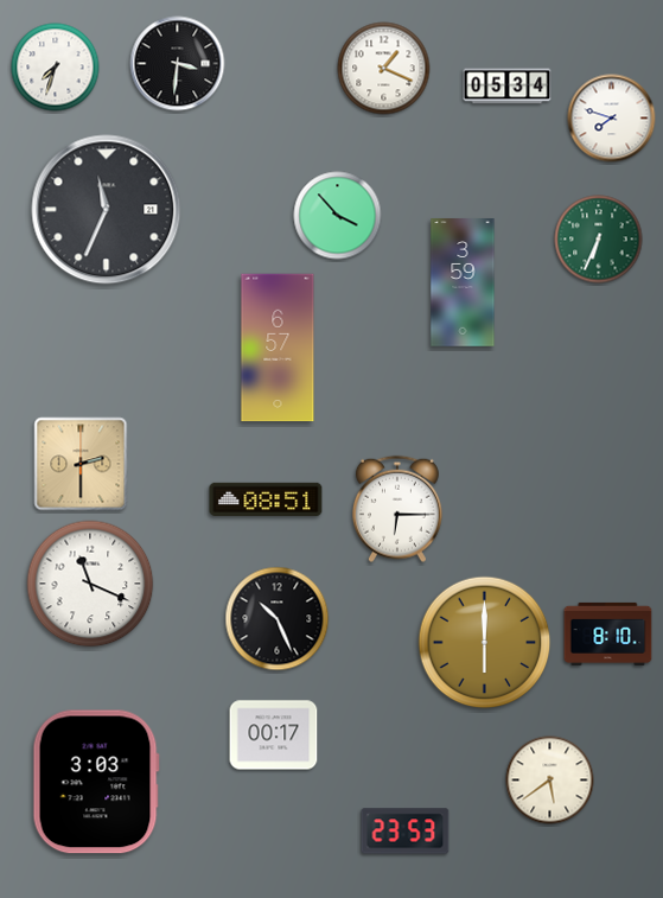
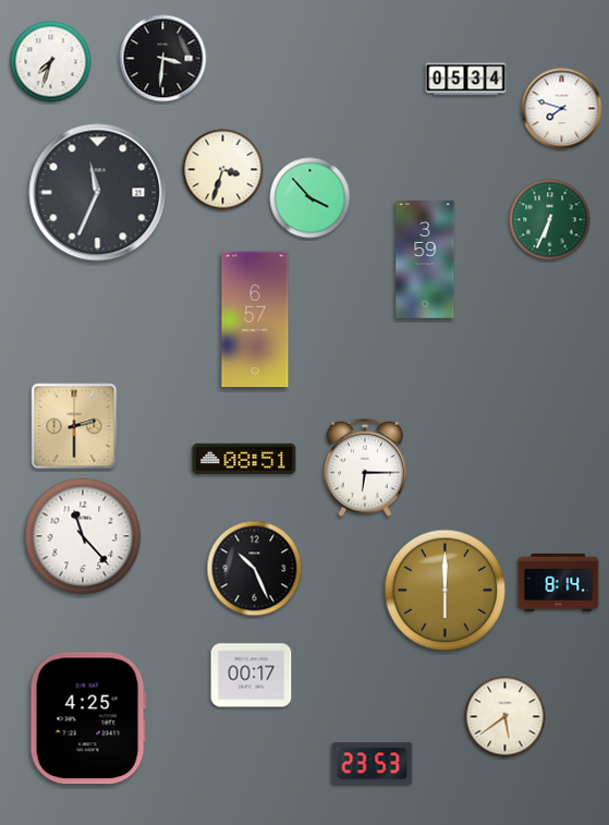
clock at (384, 69): 1:19 -> none
clock at (223, 170): none -> 3:33
clock at (90, 584): 11:19 -> 11:23
clock at (608, 633): 8:10 -> 8:14
clock at (96, 782): 3:03 -> 4:25
